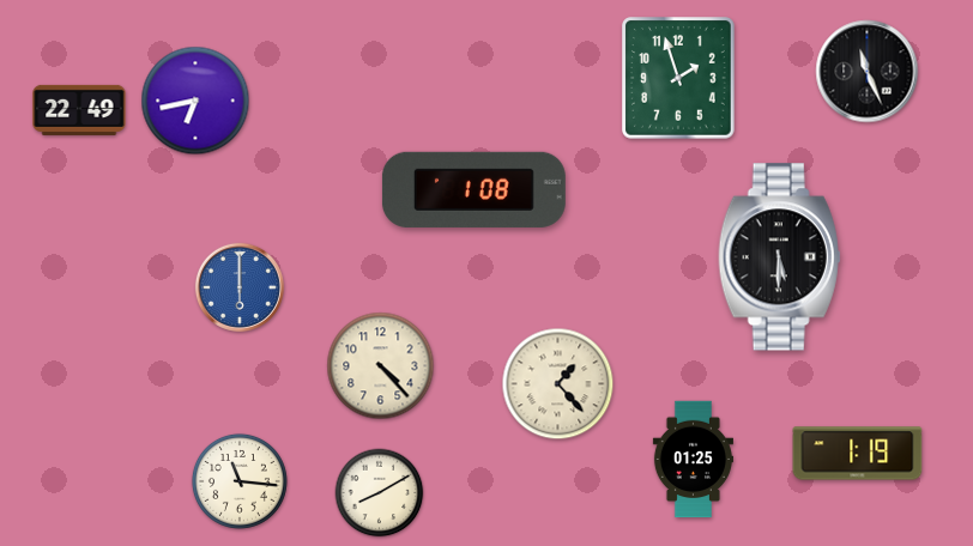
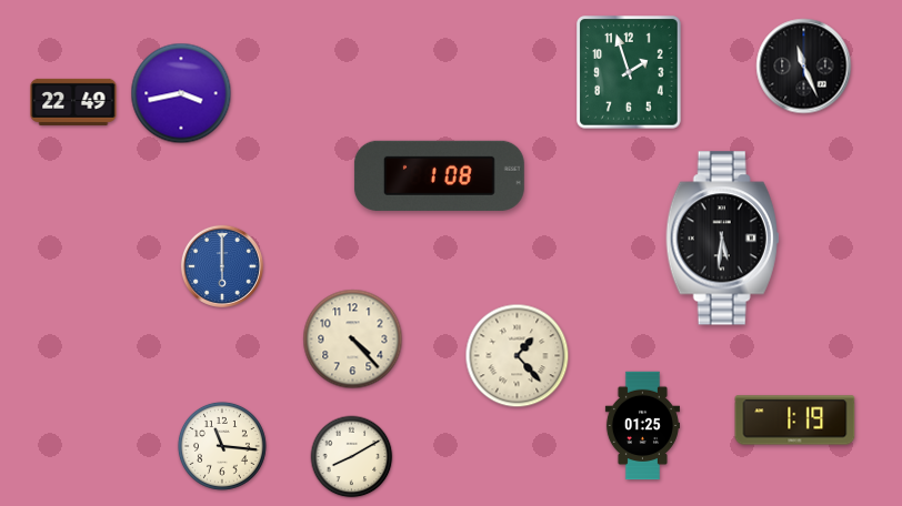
clock at (195, 101): 6:43 -> 3:43
clock at (780, 257): 5:30 -> 5:31
